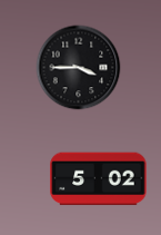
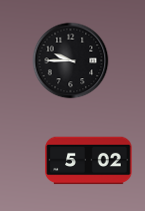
clock at (79, 68): 3:45 -> 9:45
